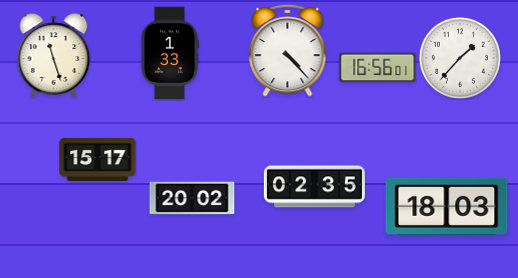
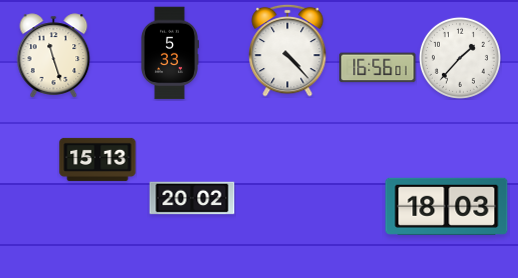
clock at (169, 53): 1:33 -> 5:33
clock at (98, 159): 15:17 -> 15:13
clock at (314, 187): 02:35 -> none
